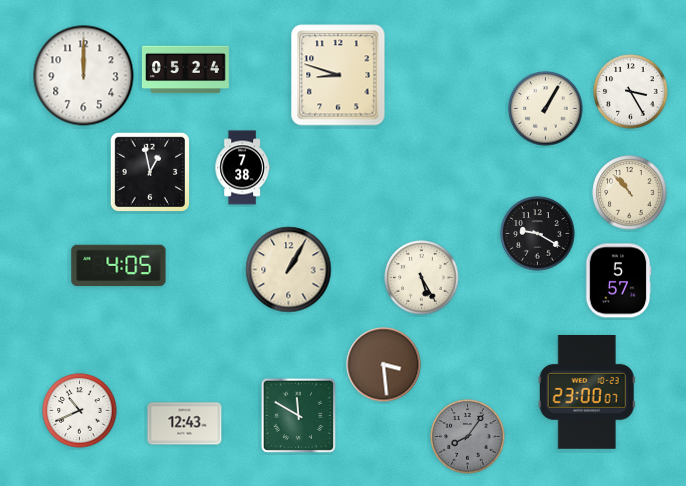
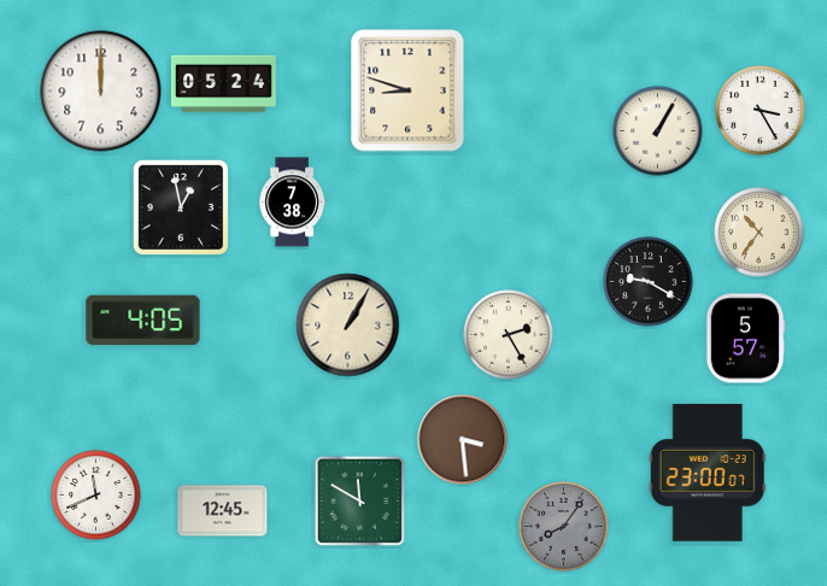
clock at (630, 193): 10:53 -> 10:36
clock at (422, 278): 5:25 -> 2:25
clock at (80, 411): 10:41 -> 11:41
clock at (185, 424): 12:43 -> 12:45
